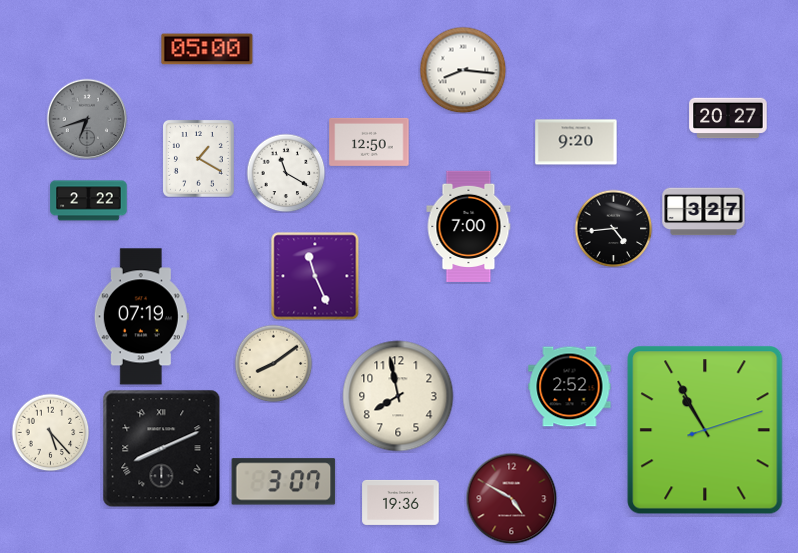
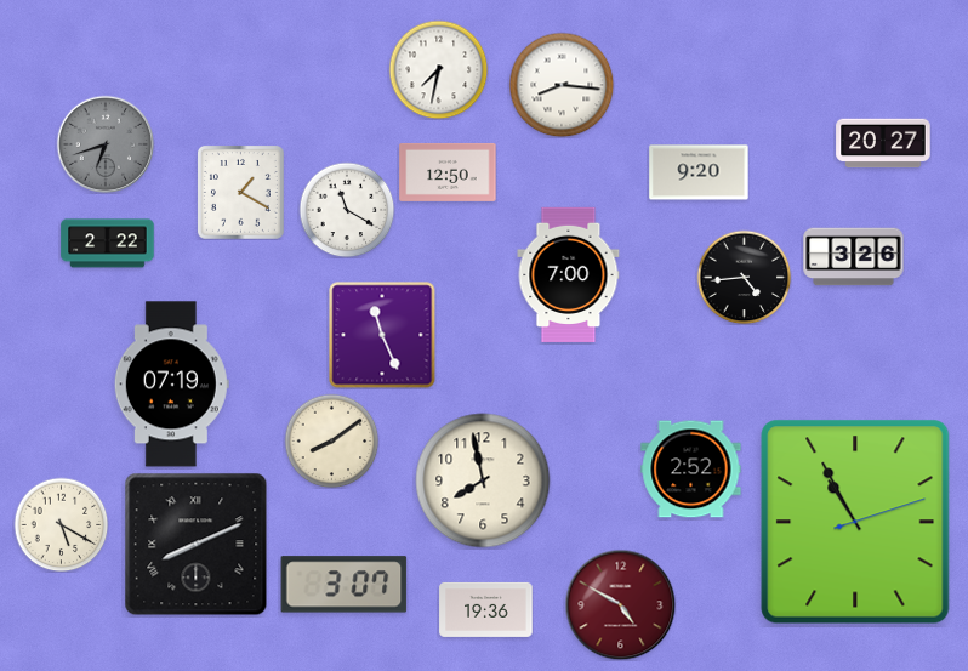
clock at (207, 49): 05:00 -> none
clock at (438, 69): none -> 7:32
clock at (704, 212): 3:27 -> 3:26
clock at (50, 432): 5:23 -> 5:20
